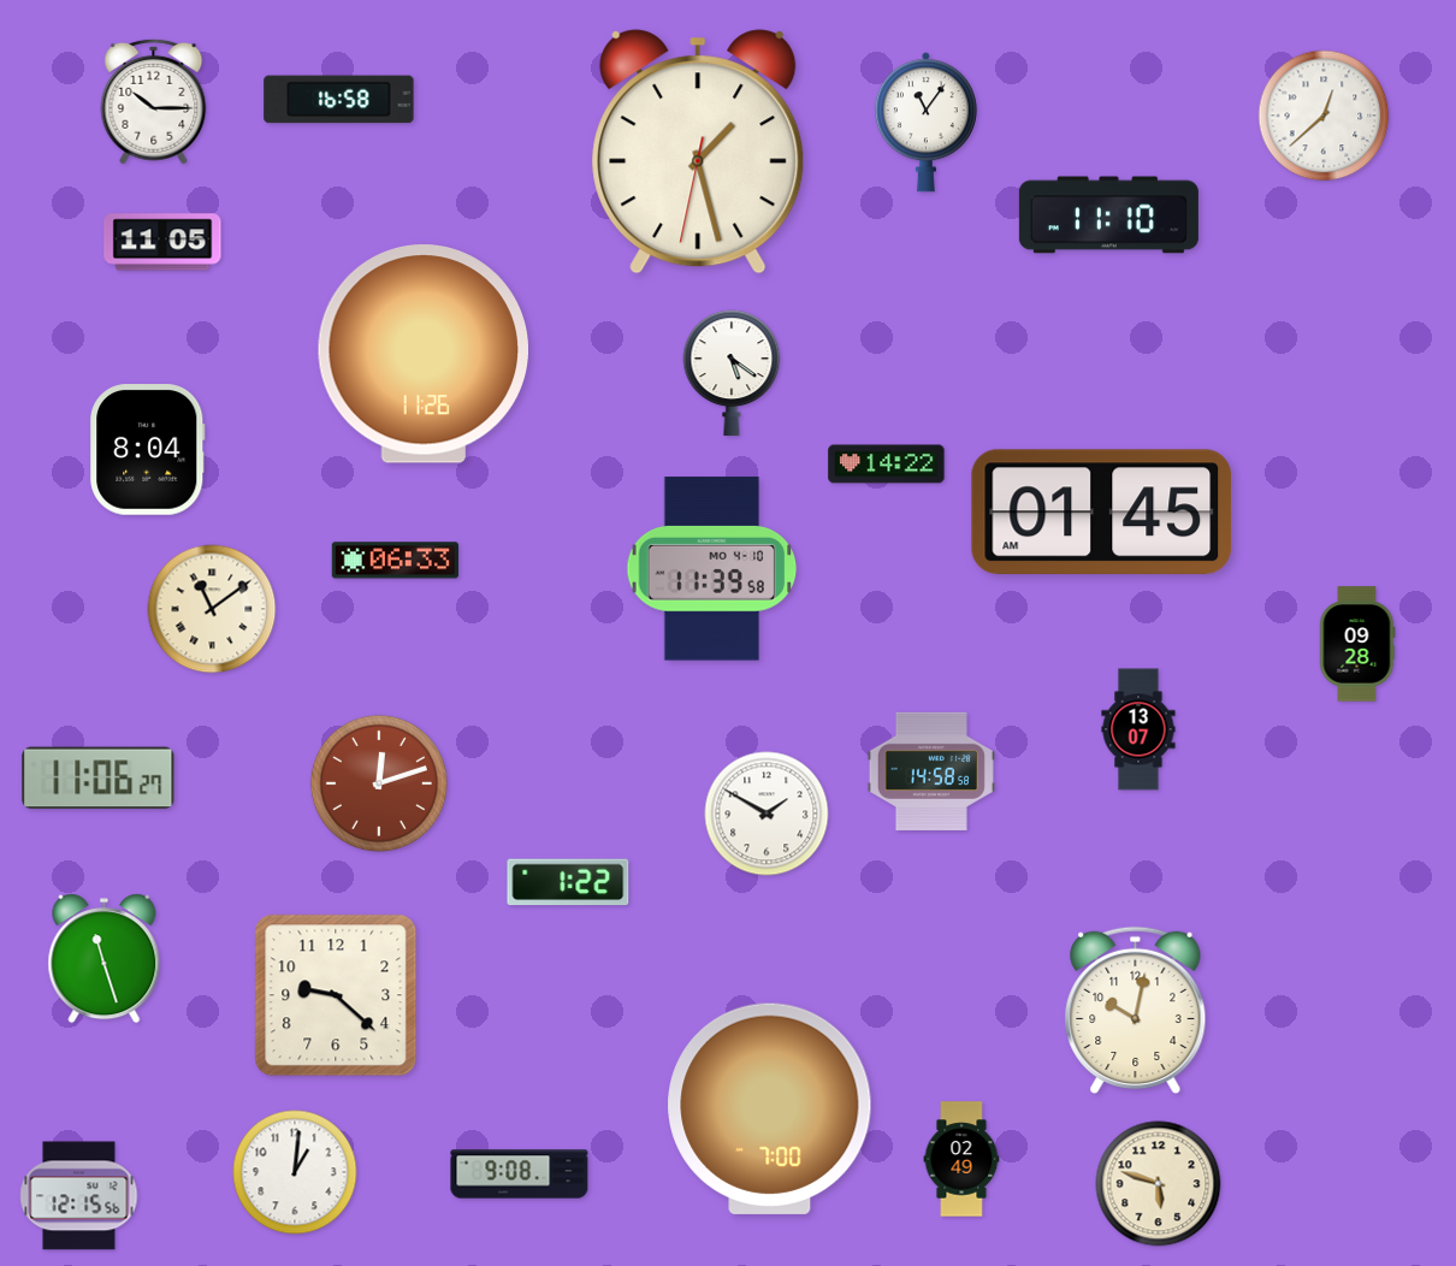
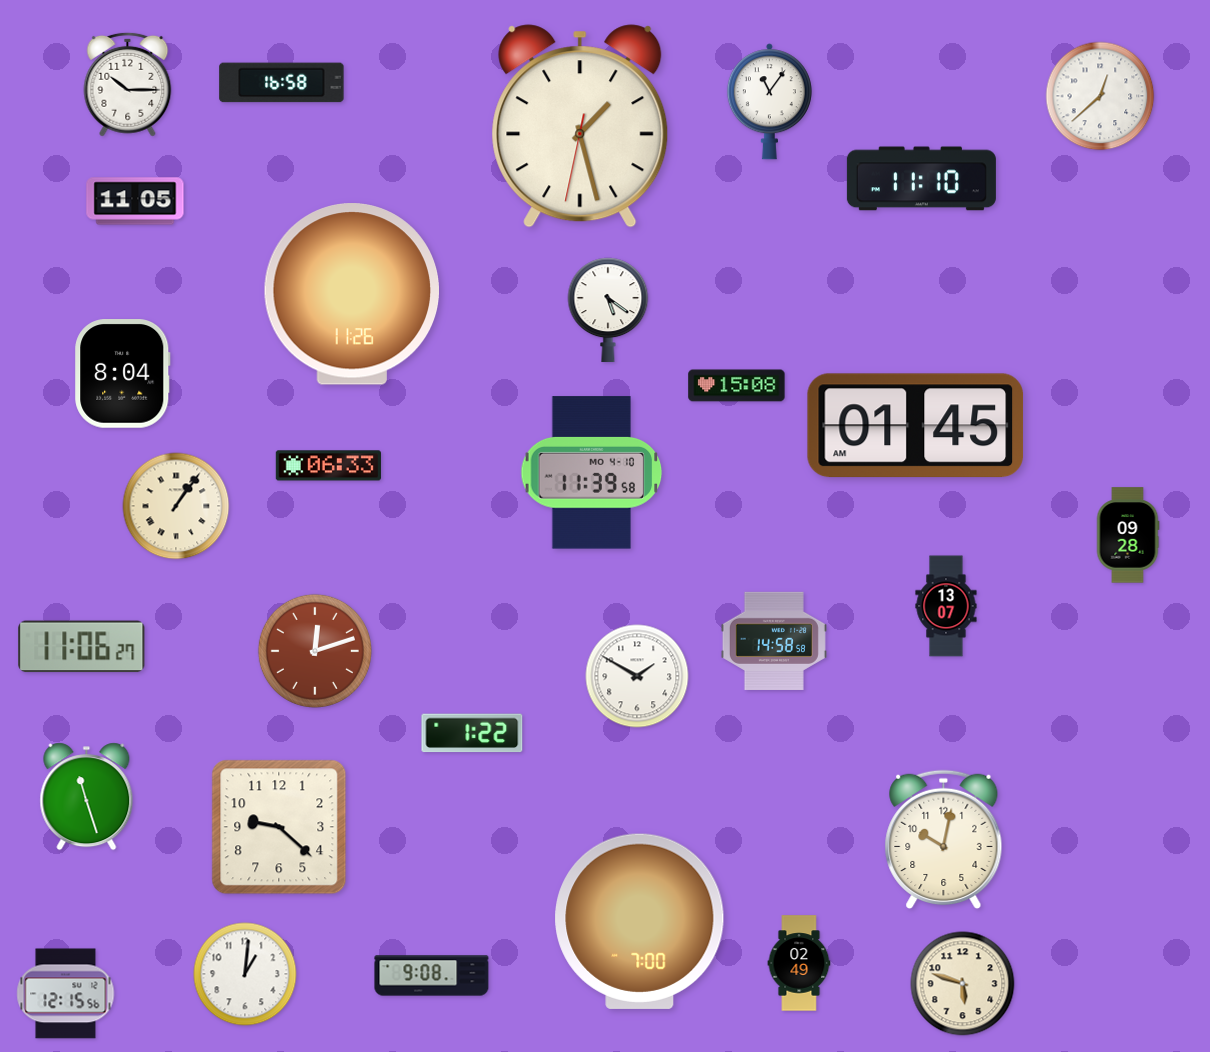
clock at (887, 465): 14:22 -> 15:08
clock at (212, 609): 11:09 -> 1:06
